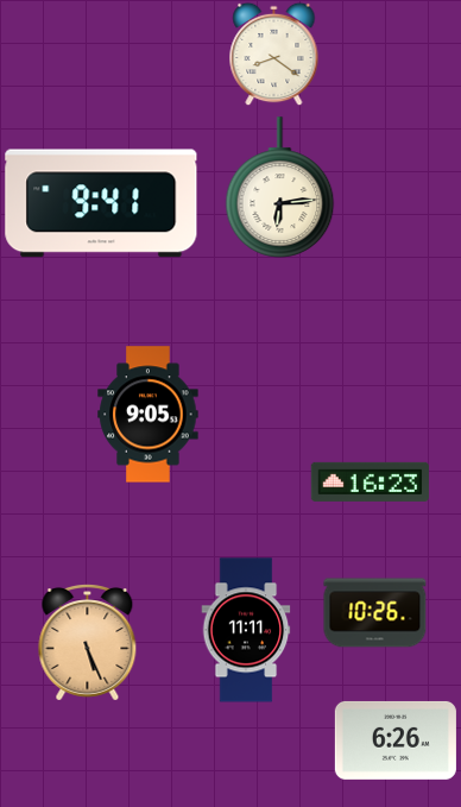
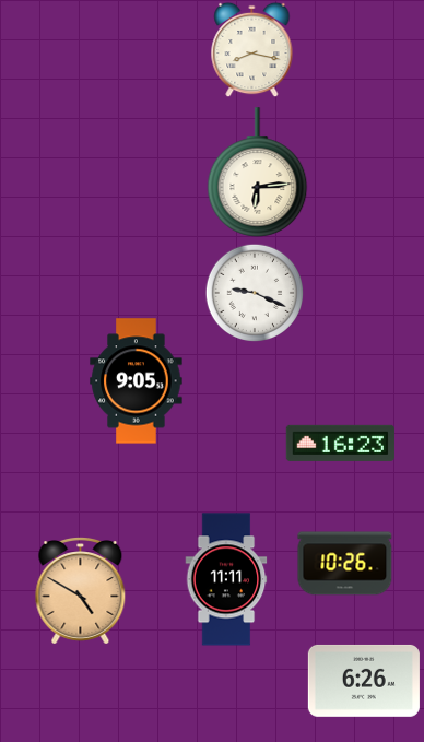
clock at (274, 53): 8:21 -> 8:17
clock at (101, 203): 9:41 -> none
clock at (254, 292): none -> 9:19
clock at (88, 643): 5:26 -> 4:50
